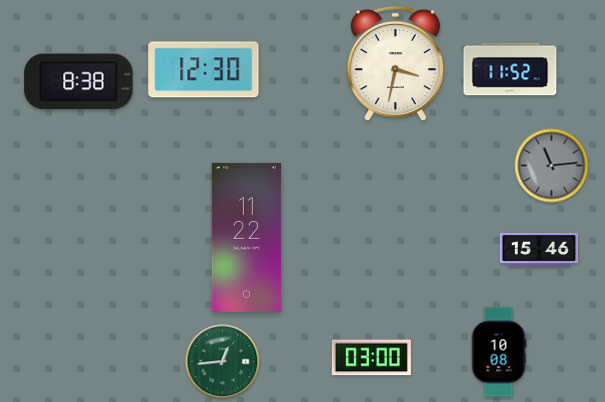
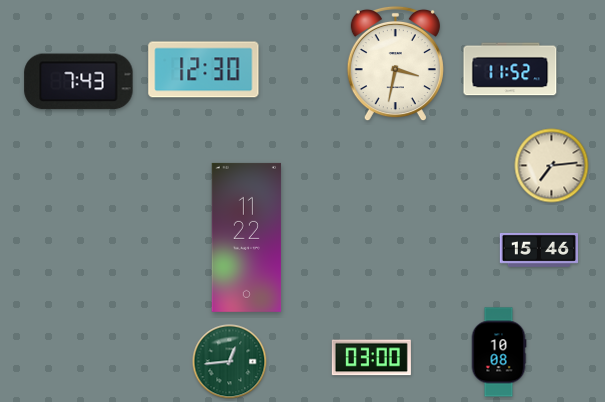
clock at (79, 82): 8:38 -> 7:43
clock at (552, 166): 11:14 -> 7:14
clock at (552, 166) dial: grey -> cream
clock at (223, 362) position: (223, 362) -> (230, 362)
